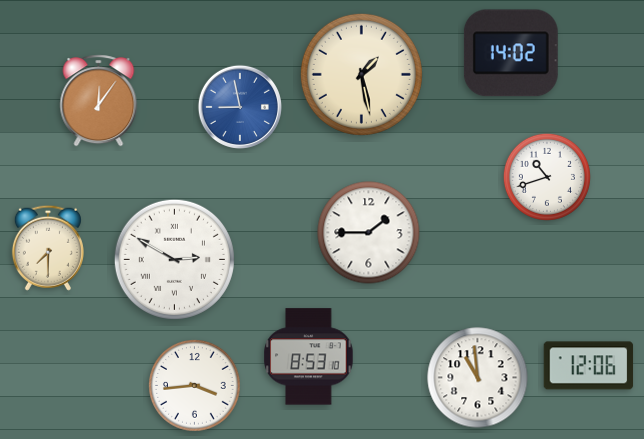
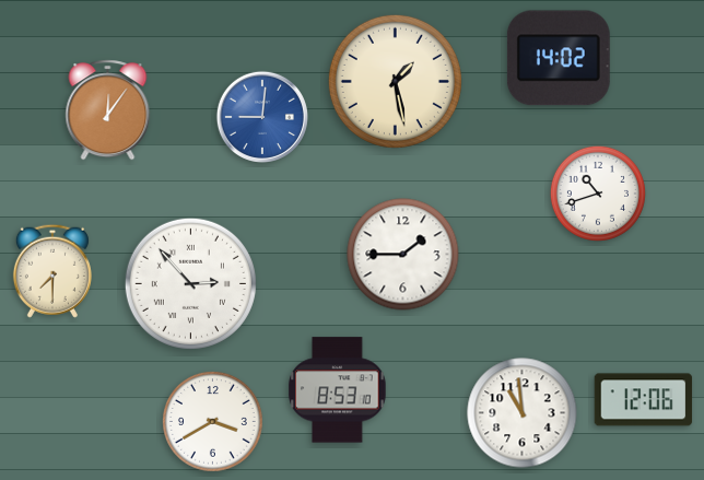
clock at (240, 107): 8:58 -> 9:01
clock at (174, 259): 2:50 -> 2:53
clock at (195, 386): 3:44 -> 3:40
